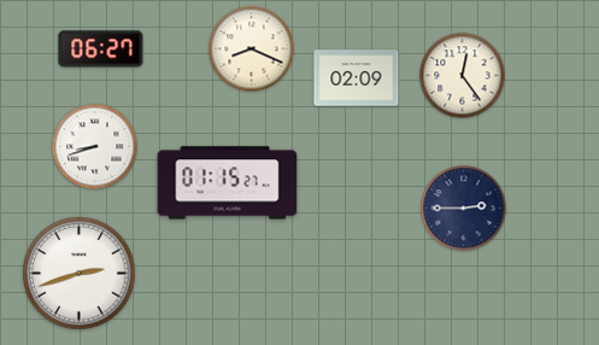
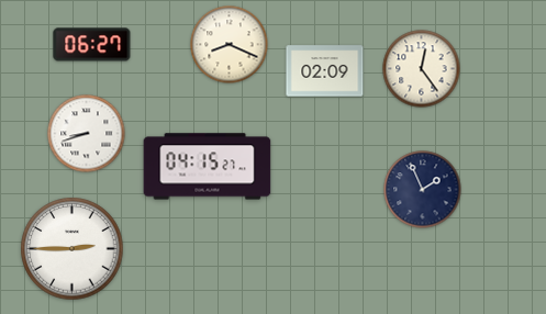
clock at (228, 183): 01:15 -> 04:15
clock at (464, 209): 2:45 -> 1:56
clock at (80, 274): 2:42 -> 2:45
